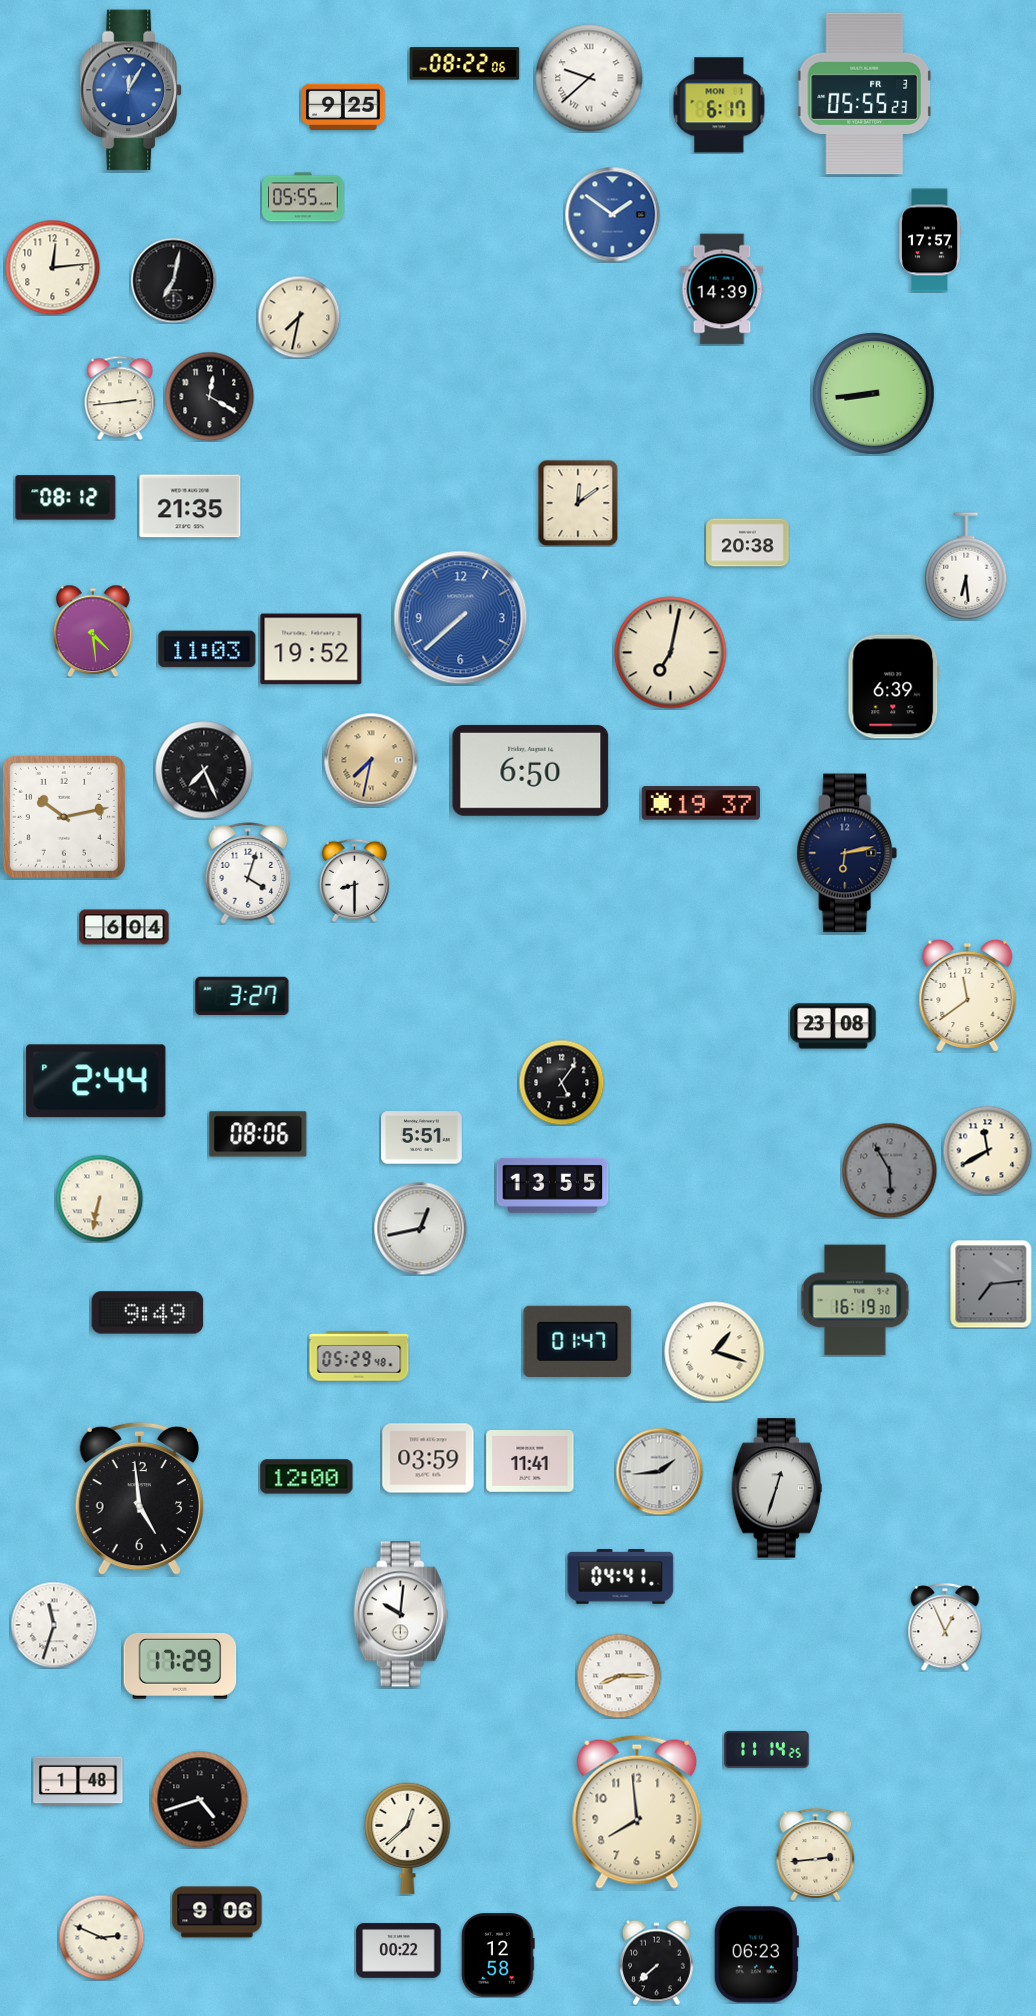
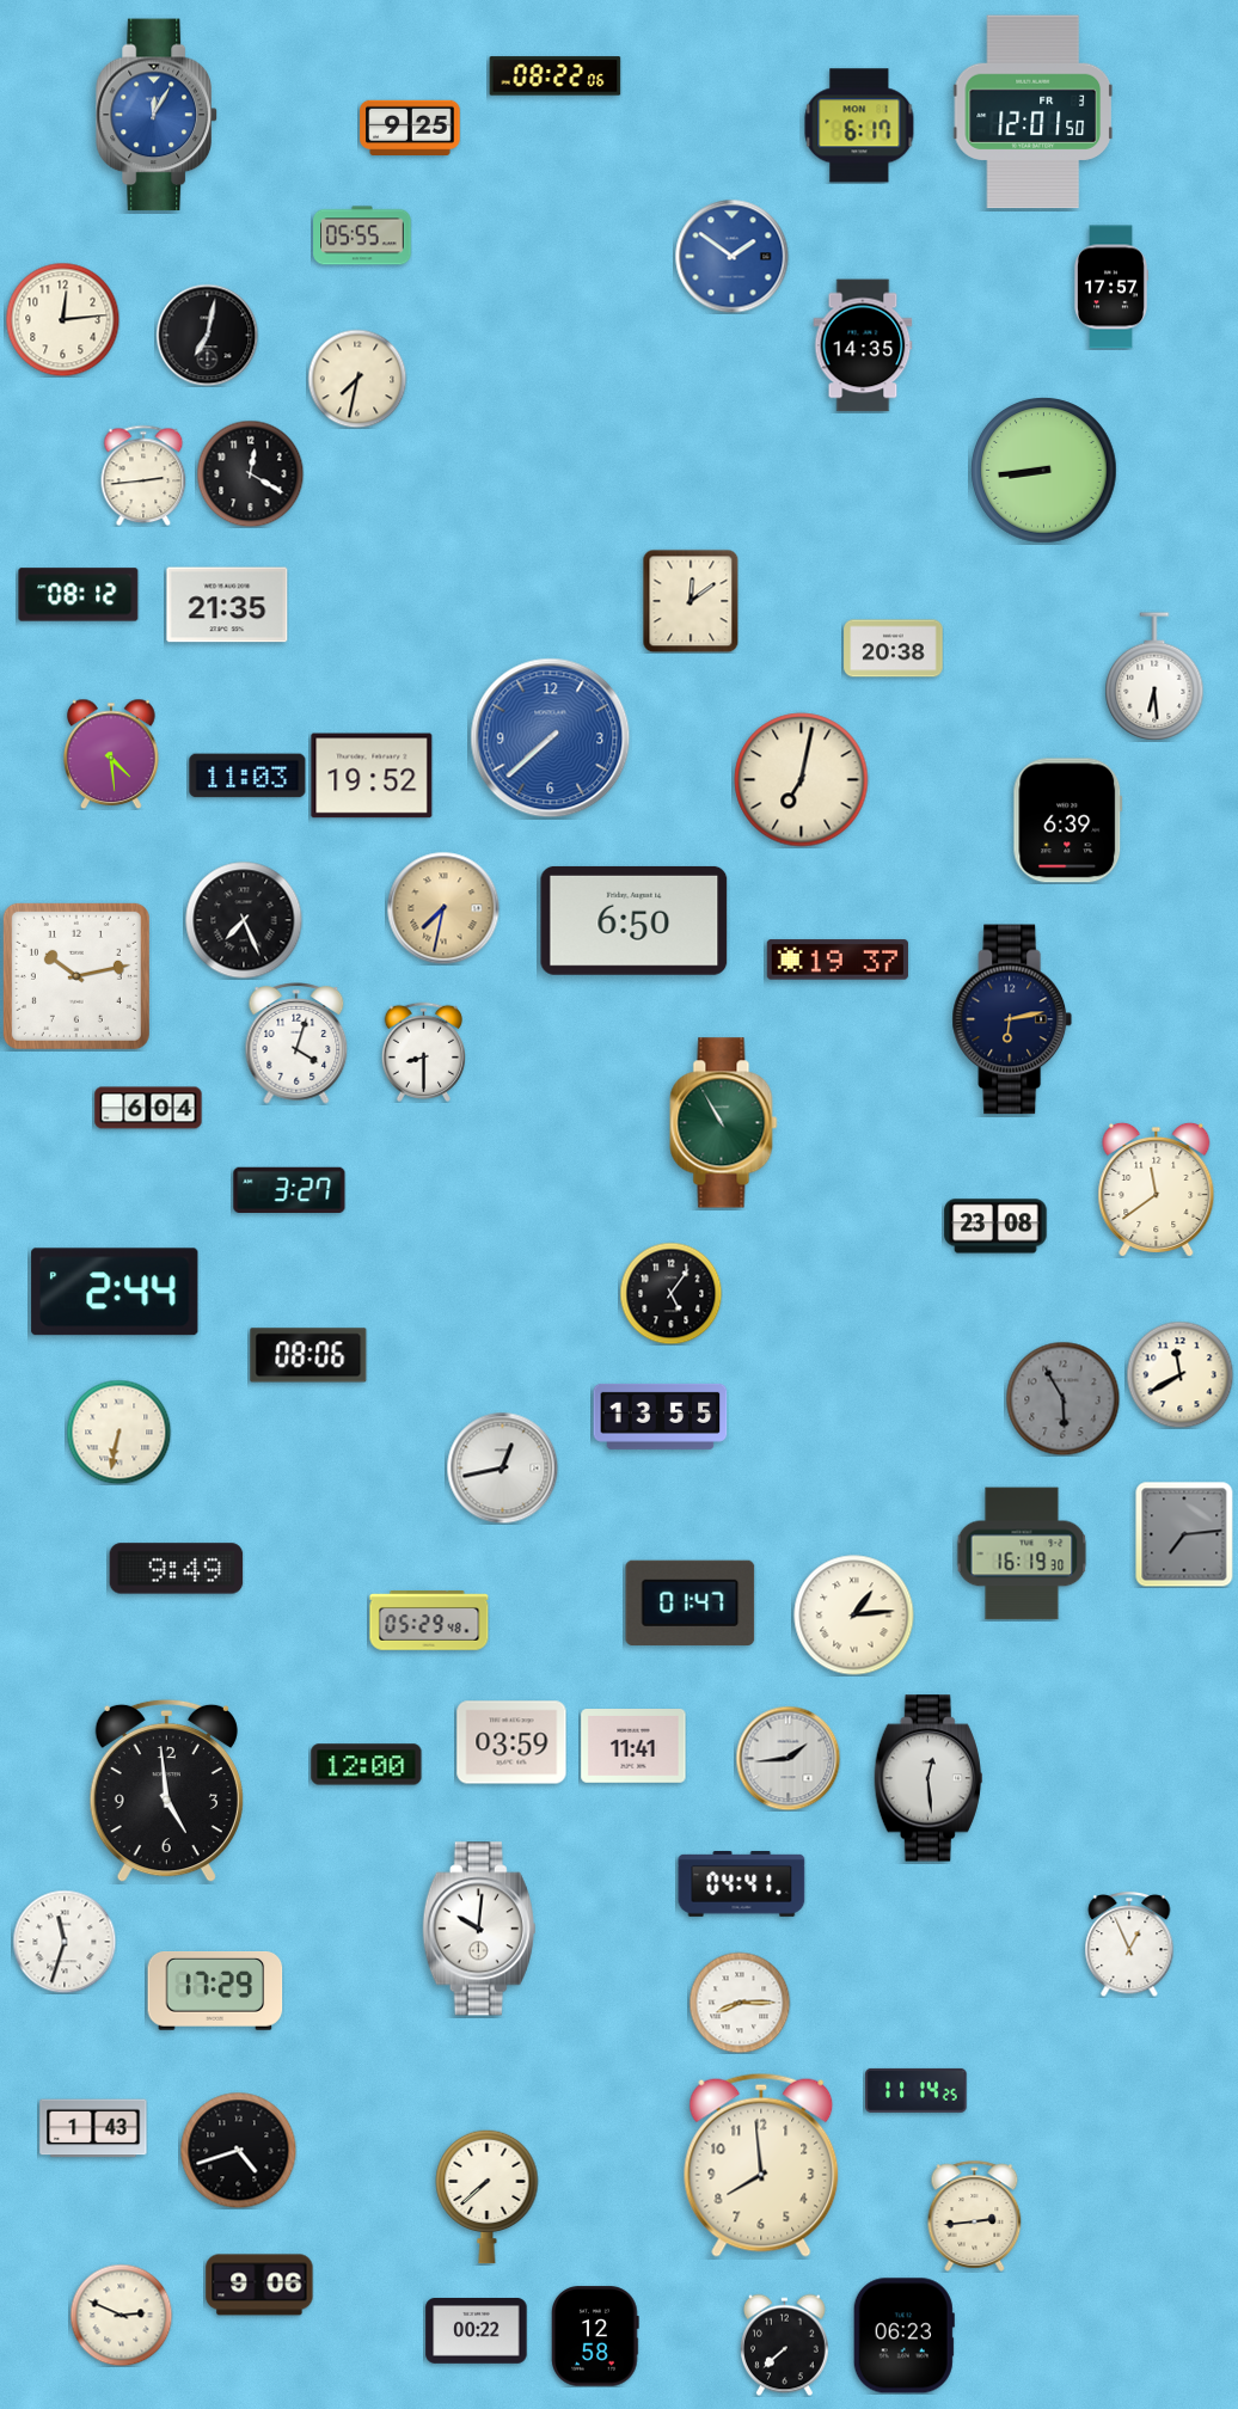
clock at (589, 78): 9:38 -> none
clock at (131, 90) position: (131, 90) -> (157, 115)
clock at (864, 94): 05:55 -> 12:01
clock at (722, 289): 14:39 -> 14:35
clock at (724, 1123): none -> 10:55
clock at (422, 1138): 5:51 -> none
clock at (715, 1352): 1:18 -> 1:14
clock at (777, 1488): 12:33 -> 12:29
clock at (78, 1781): 1:48 -> 1:43
clock at (408, 1838): 12:38 -> 7:38
